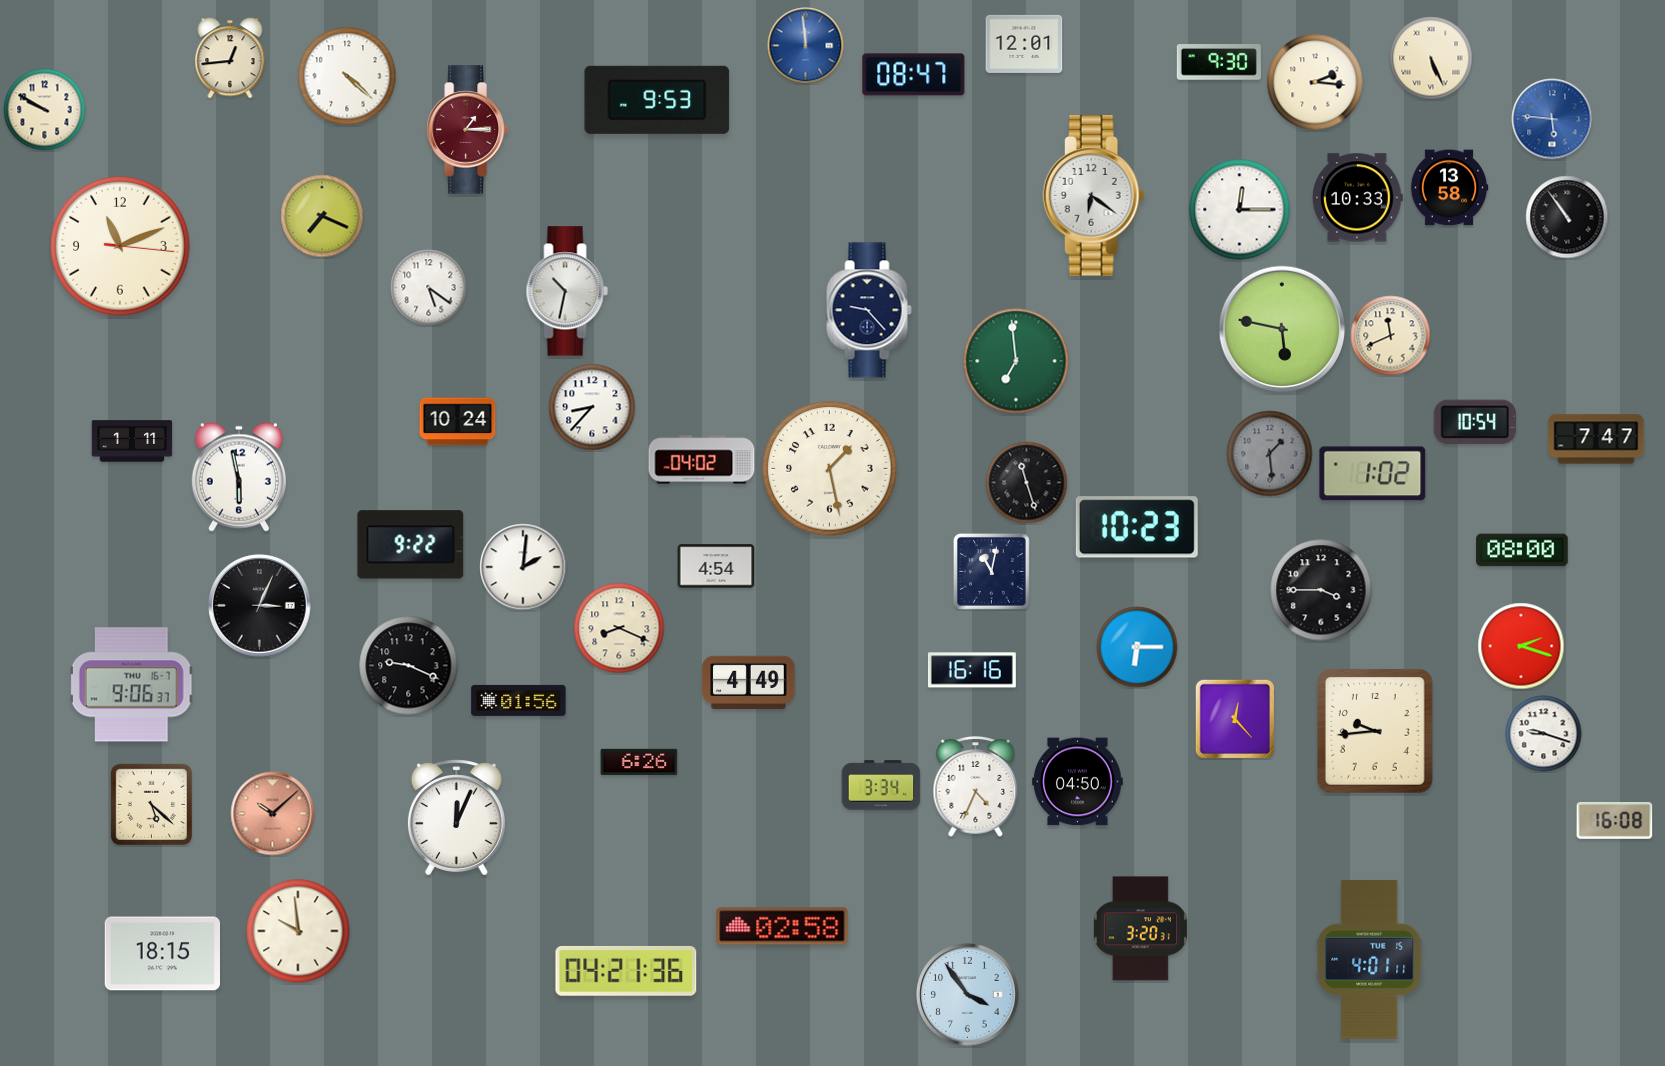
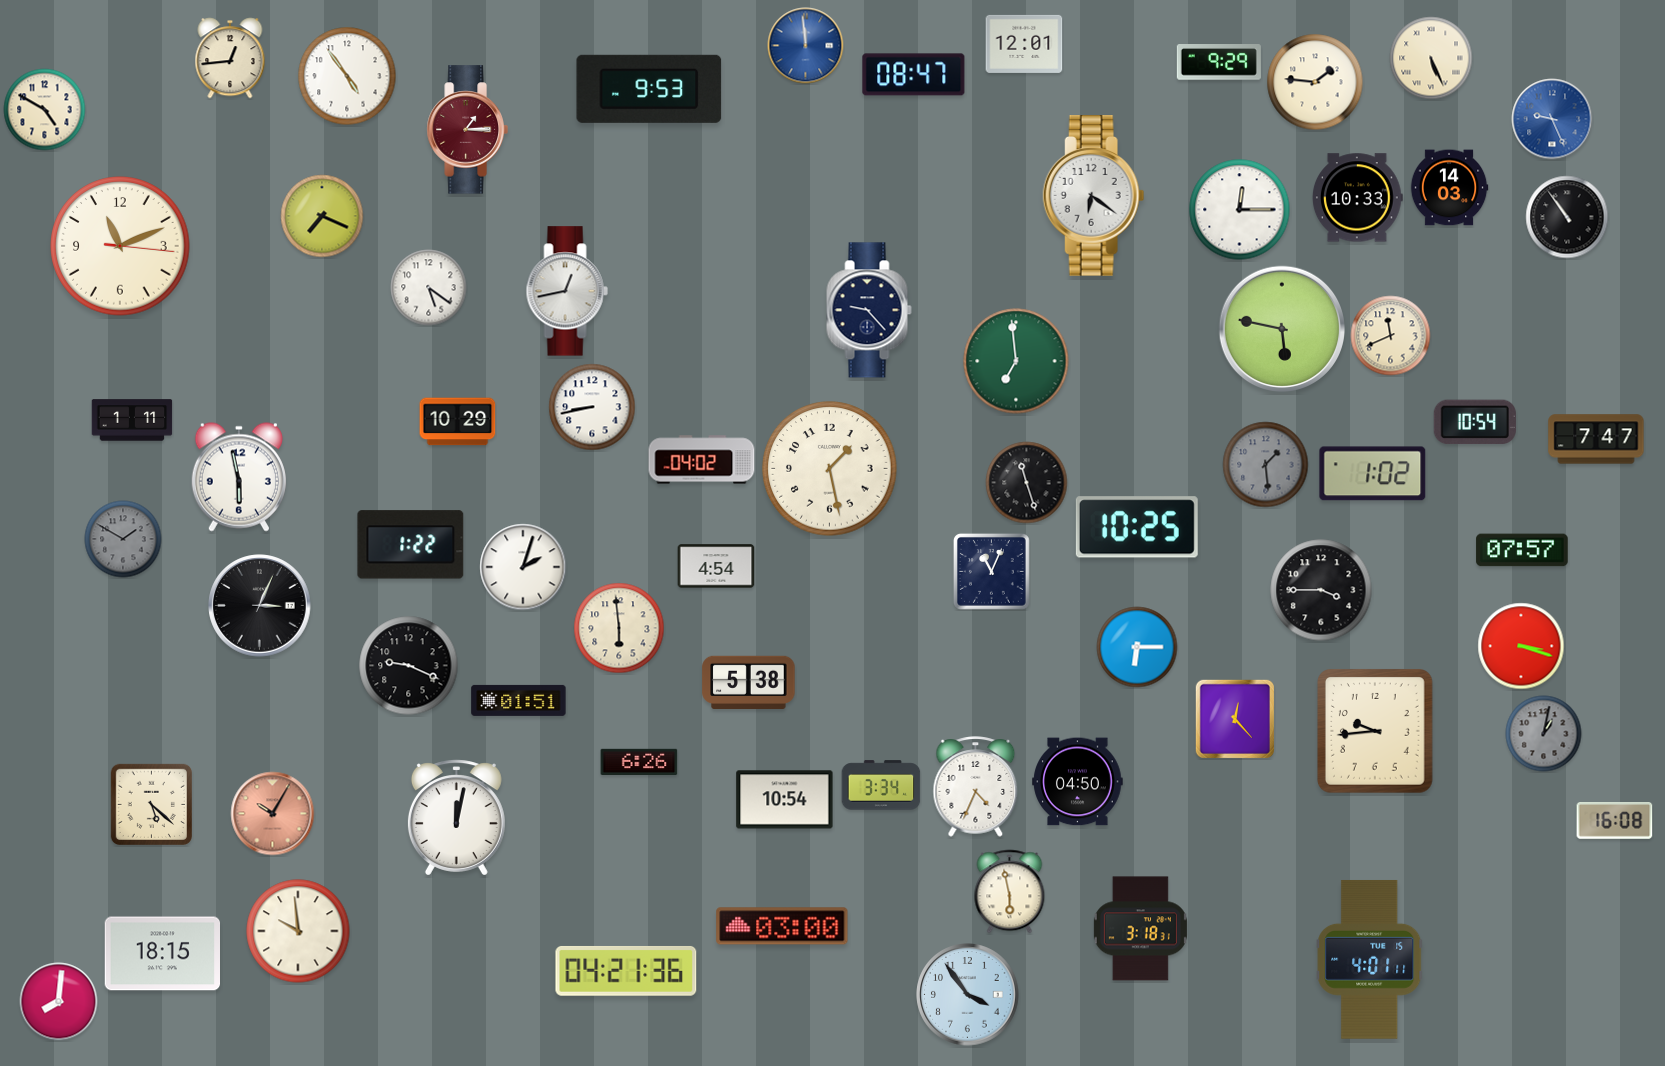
clock at (1219, 63): 9:30 -> 9:29
clock at (347, 76): 4:22 -> 4:54
clock at (1315, 82): 2:16 -> 1:46
clock at (657, 100) position: (657, 100) -> (649, 89)
clock at (45, 110): 9:50 -> 4:50
clock at (1552, 119): 5:46 -> 9:26
clock at (1449, 188): 13:58 -> 14:03
clock at (567, 291): 10:32 -> 12:43
clock at (592, 407): 8:37 -> 8:43
clock at (458, 422): 10:24 -> 10:29
clock at (132, 441) position: (132, 441) -> (132, 420)
clock at (1270, 454) position: (1270, 454) -> (1266, 465)
clock at (1137, 527): 10:23 -> 10:25
clock at (123, 539): none -> 1:50
clock at (411, 545): 9:22 -> 1:22
clock at (1522, 550): 08:00 -> 07:57
clock at (523, 567): 2:01 -> 2:03
clock at (991, 571): 11:02 -> 11:04
clock at (619, 628): 8:19 -> 5:59
clock at (1521, 646): 2:18 -> 3:18
clock at (972, 670): 16:16 -> none
clock at (749, 682): 4:49 -> 5:38
clock at (132, 685): 9:06 -> none
clock at (519, 700): 01:56 -> 01:51
clock at (1544, 734): 9:18 -> 1:02
clock at (1544, 734) dial: white -> grey
clock at (785, 800): none -> 10:54
clock at (273, 814): 10:08 -> 10:05
clock at (456, 818): 12:04 -> 12:02
clock at (1010, 892): none -> 5:58
clock at (782, 926): 02:58 -> 03:00
clock at (1140, 929): 3:20 -> 3:18
clock at (59, 1002): none -> 8:01
